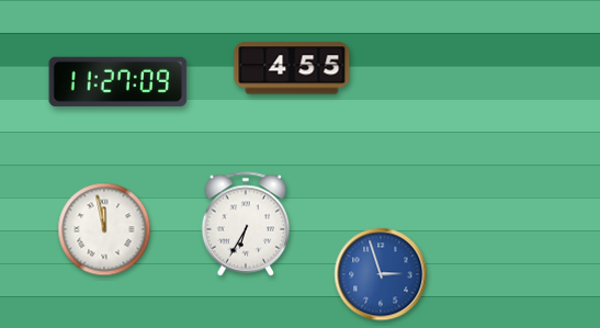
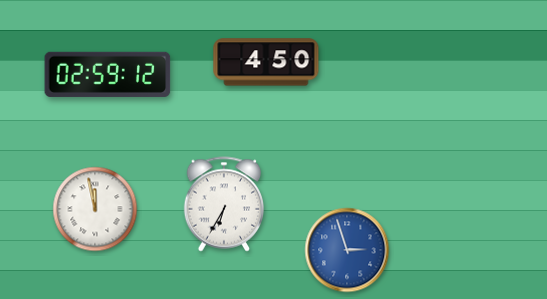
clock at (292, 68): 4:55 -> 4:50
clock at (118, 81): 11:27 -> 02:59
